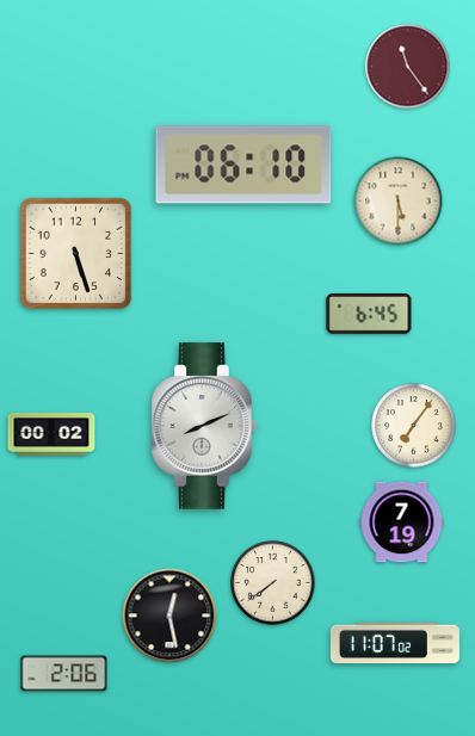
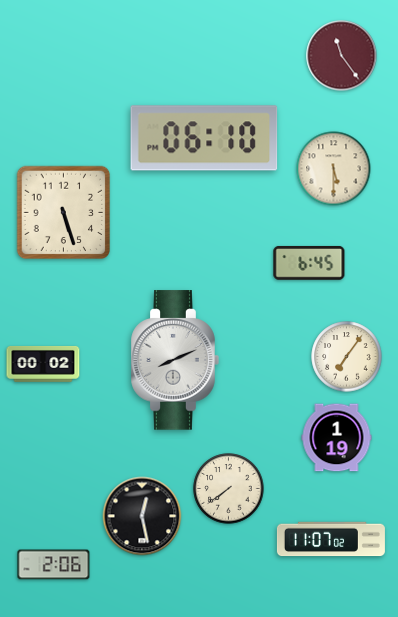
clock at (204, 426) position: (204, 426) -> (175, 360)
clock at (402, 522): 7:19 -> 1:19
